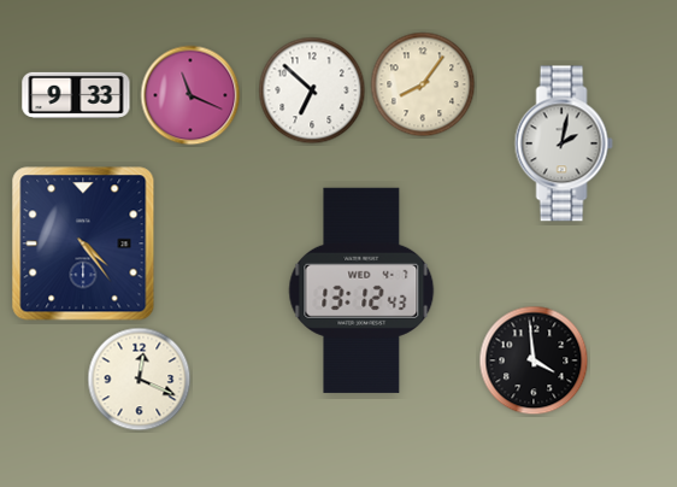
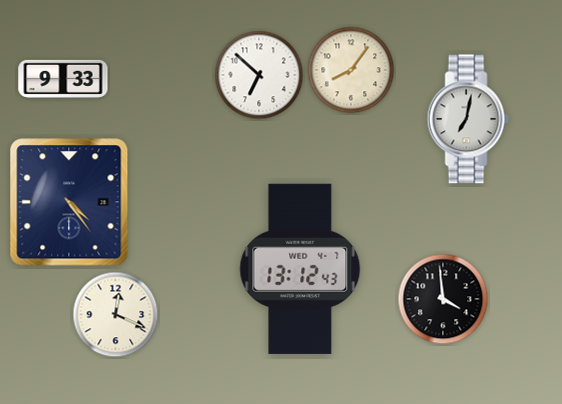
clock at (190, 95): 11:19 -> none
clock at (564, 143): 2:02 -> 7:02
clock at (361, 291) position: (361, 291) -> (300, 269)
